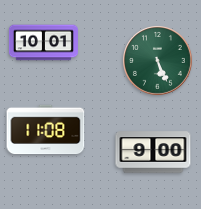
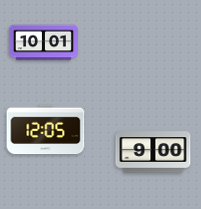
clock at (158, 61): 5:26 -> none
clock at (46, 130): 11:08 -> 12:05
